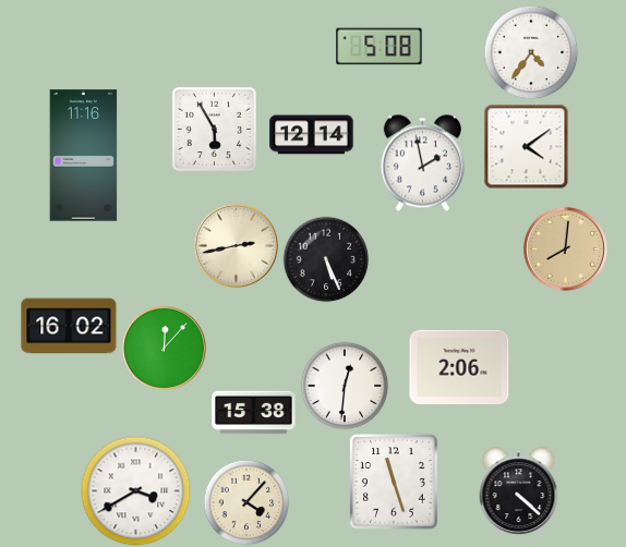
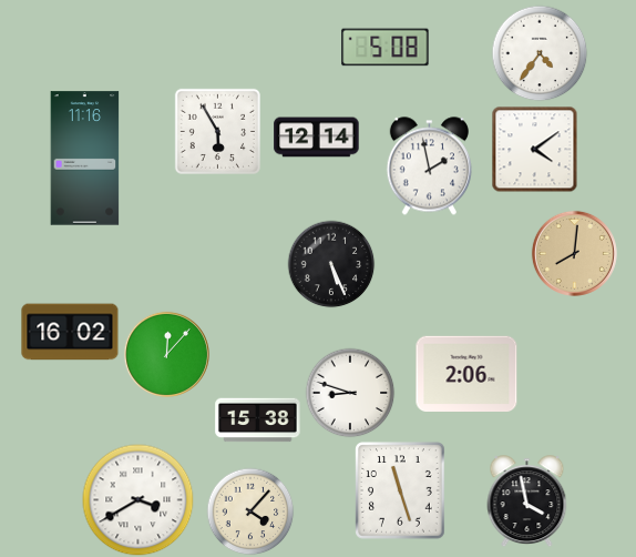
clock at (236, 245): 2:43 -> none
clock at (345, 386): 12:31 -> 8:48
clock at (519, 493): 4:22 -> 3:58
